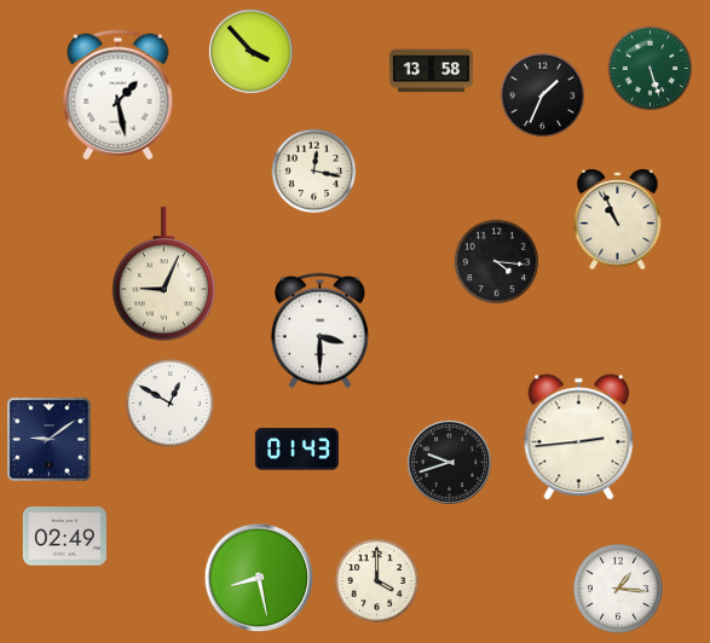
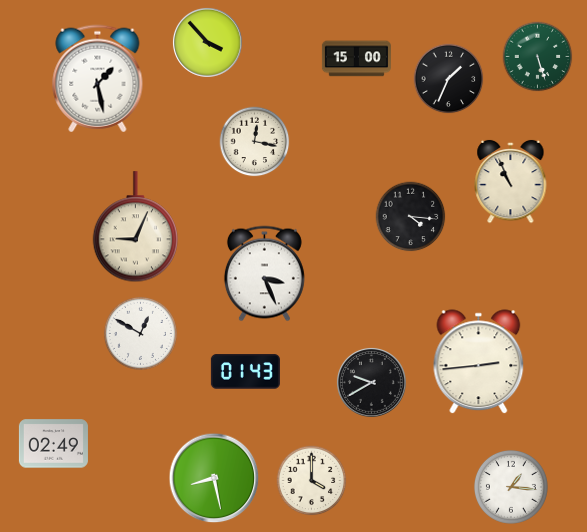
clock at (431, 71): 13:58 -> 15:00
clock at (314, 172) position: (314, 172) -> (255, 142)
clock at (319, 331): 3:30 -> 3:26
clock at (50, 440): 9:09 -> none
clock at (449, 462): 9:42 -> 9:40
